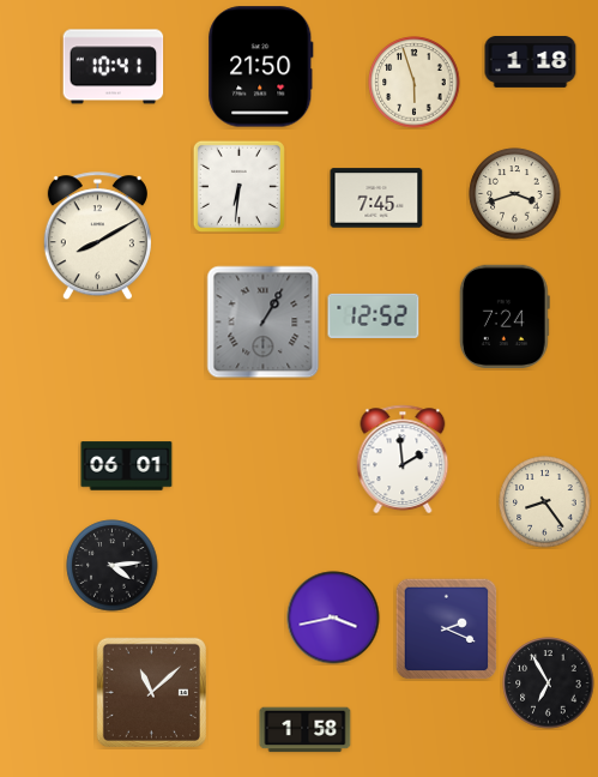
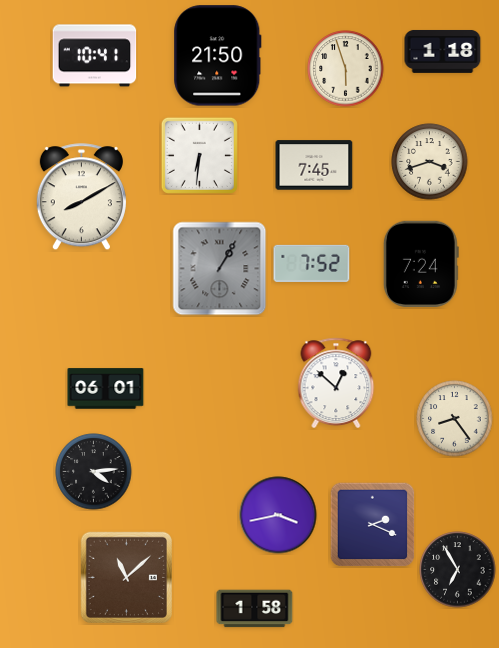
clock at (374, 315): 12:52 -> 7:52
clock at (403, 458): 1:59 -> 12:52
